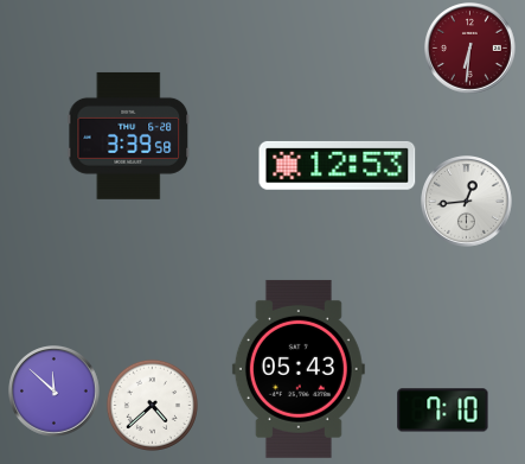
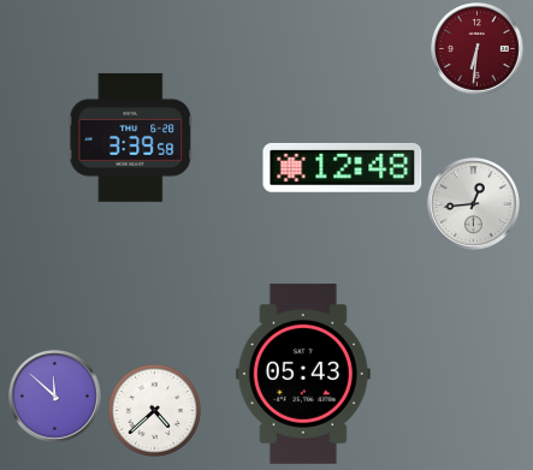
clock at (338, 165): 12:53 -> 12:48
clock at (443, 411): 7:10 -> none
